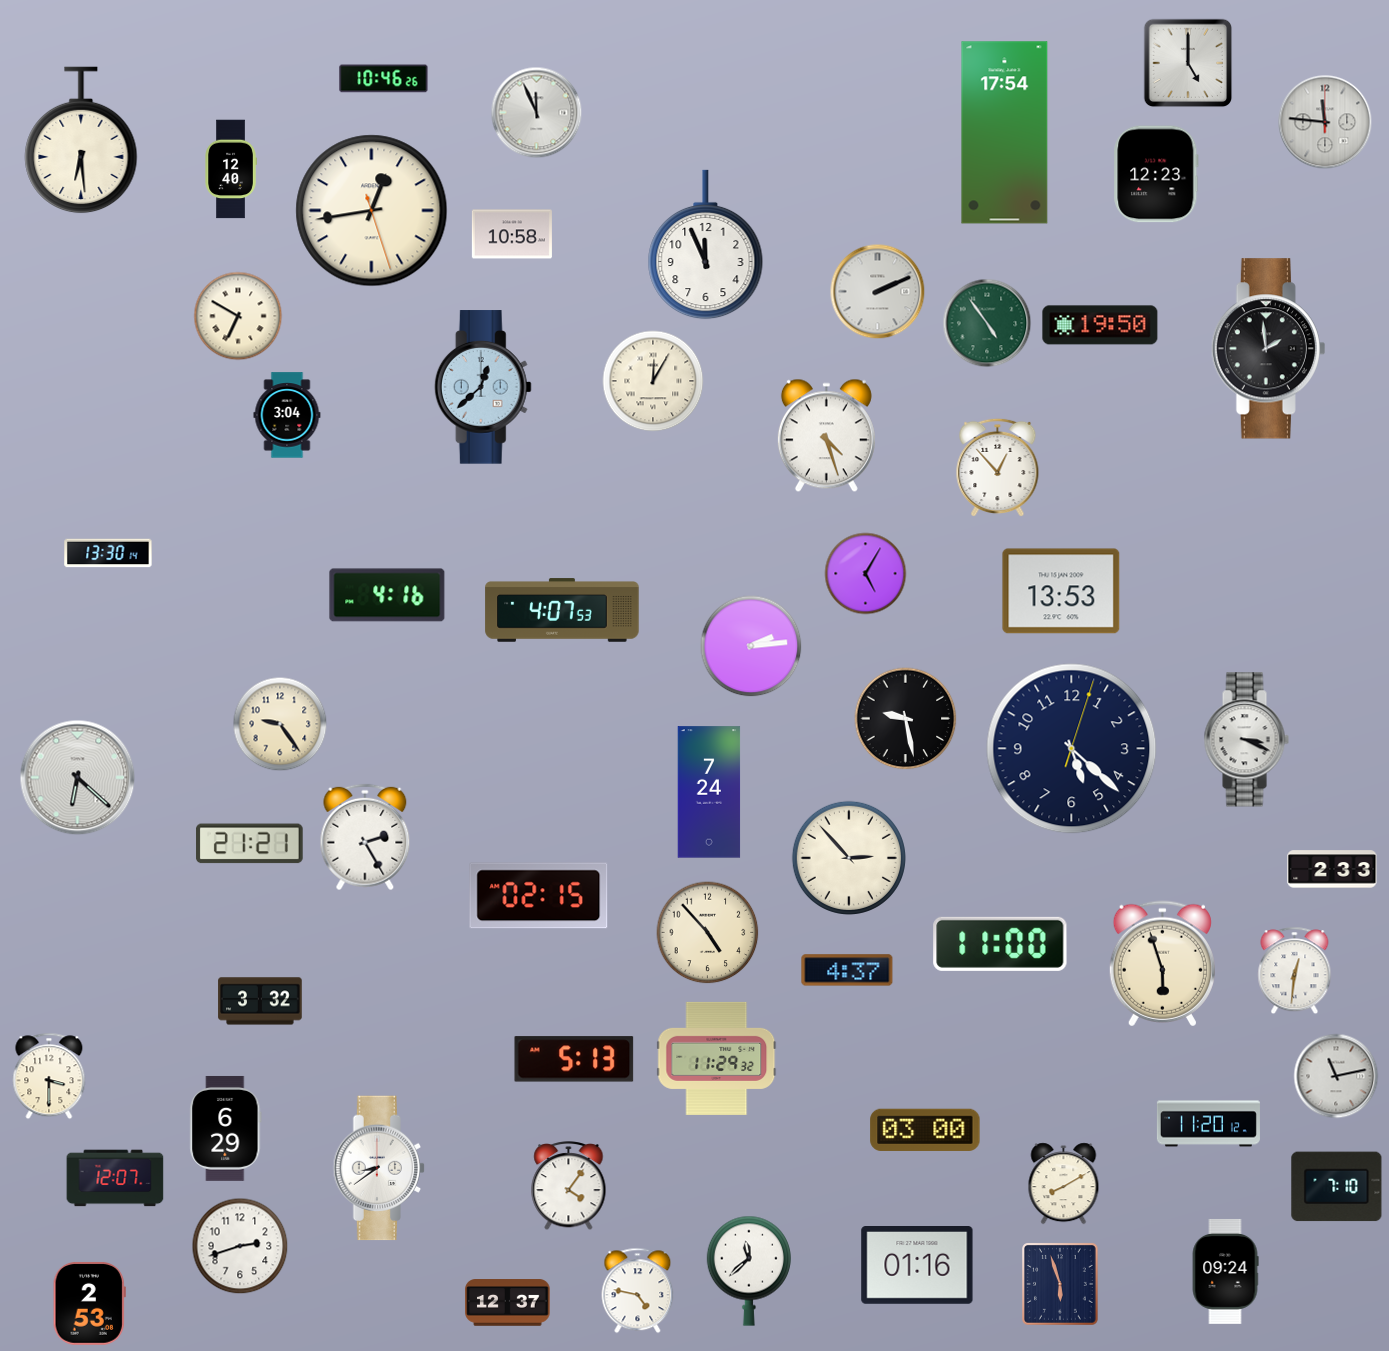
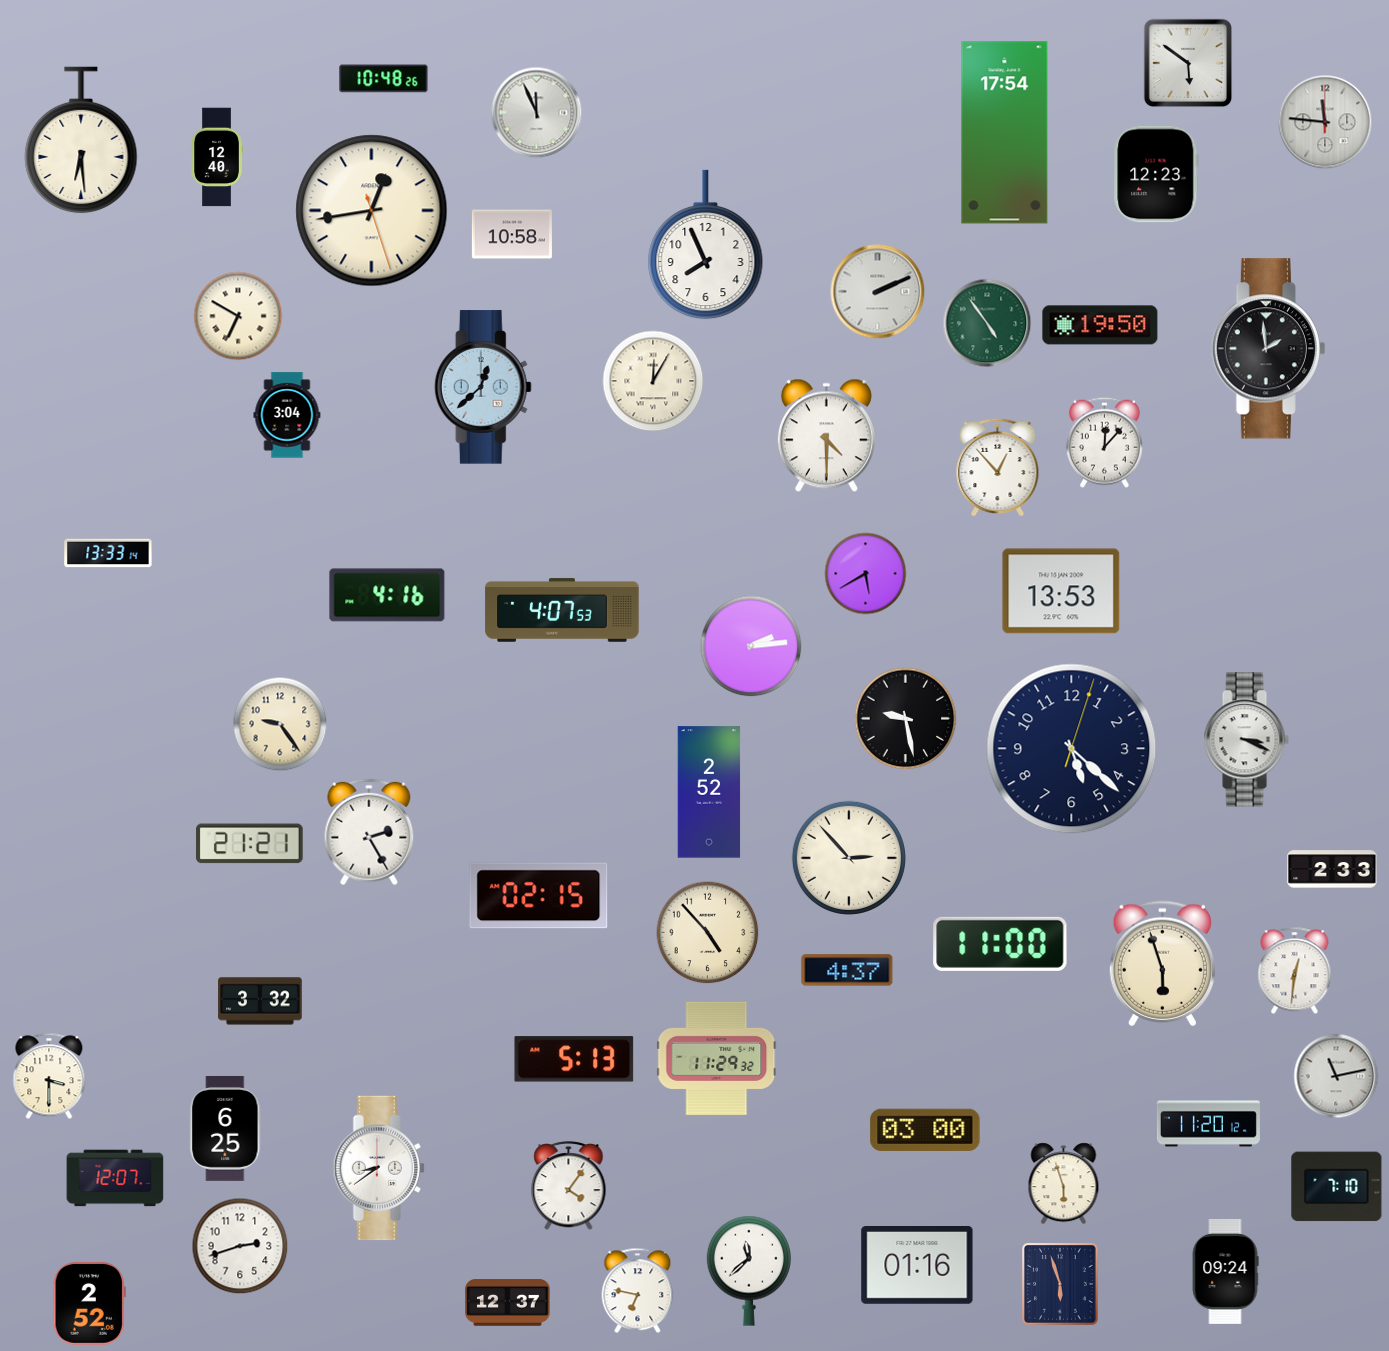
clock at (1188, 63): 5:00 -> 5:51
clock at (384, 79): 10:46 -> 10:48
clock at (231, 169) position: (231, 169) -> (217, 157)
clock at (706, 245): 11:56 -> 7:56
clock at (826, 436): 4:27 -> 4:30
clock at (1104, 442): none -> 12:07
clock at (108, 553): 13:30 -> 13:33
clock at (866, 574): 5:05 -> 5:40
clock at (78, 778): 6:22 -> none
clock at (709, 792): 7:24 -> 2:52
clock at (365, 837) position: (365, 837) -> (369, 832)
clock at (226, 1128): 6:29 -> 6:25
clock at (1064, 1184): 8:10 -> 5:57
clock at (638, 1291): 4:47 -> 6:47
clock at (89, 1304): 2:53 -> 2:52
